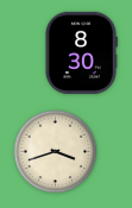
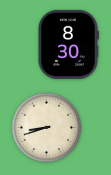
clock at (56, 152): 3:42 -> 8:42
